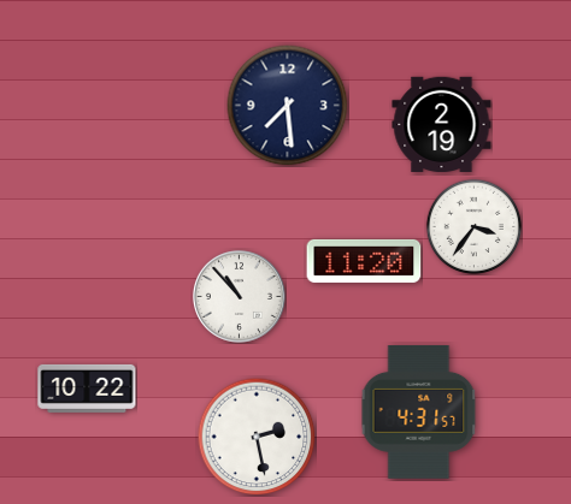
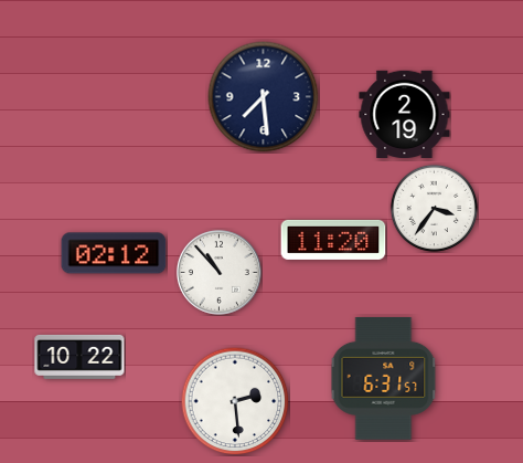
clock at (114, 253): none -> 02:12
clock at (419, 411): 4:31 -> 6:31
clock at (257, 437): 2:28 -> 2:29
